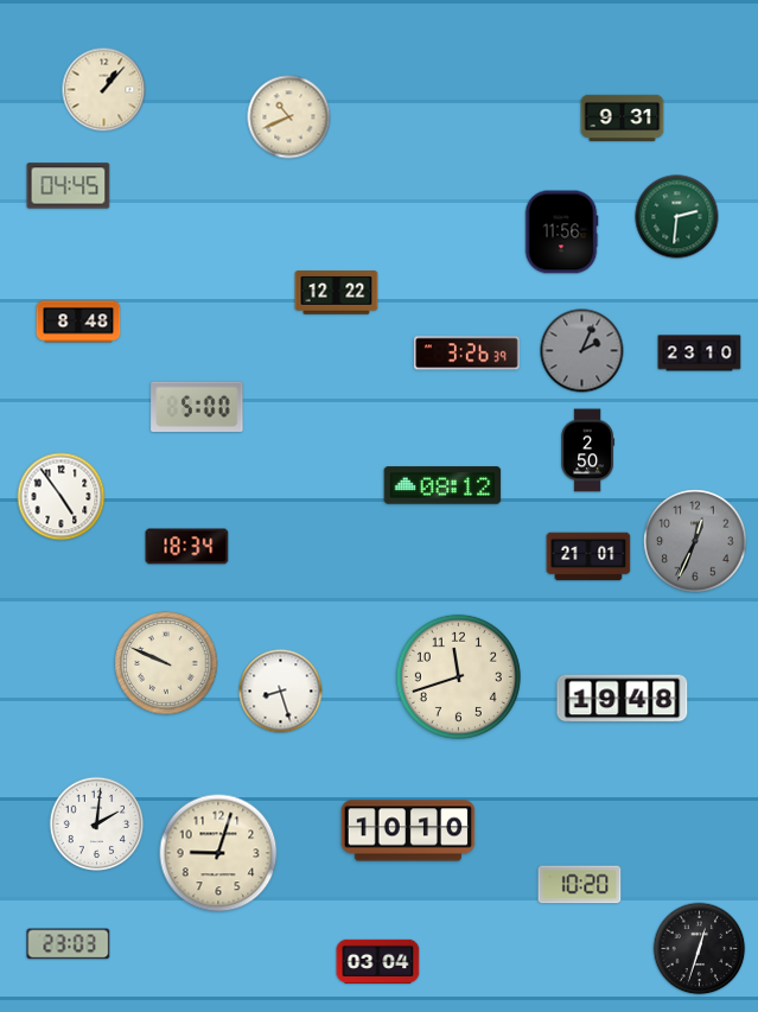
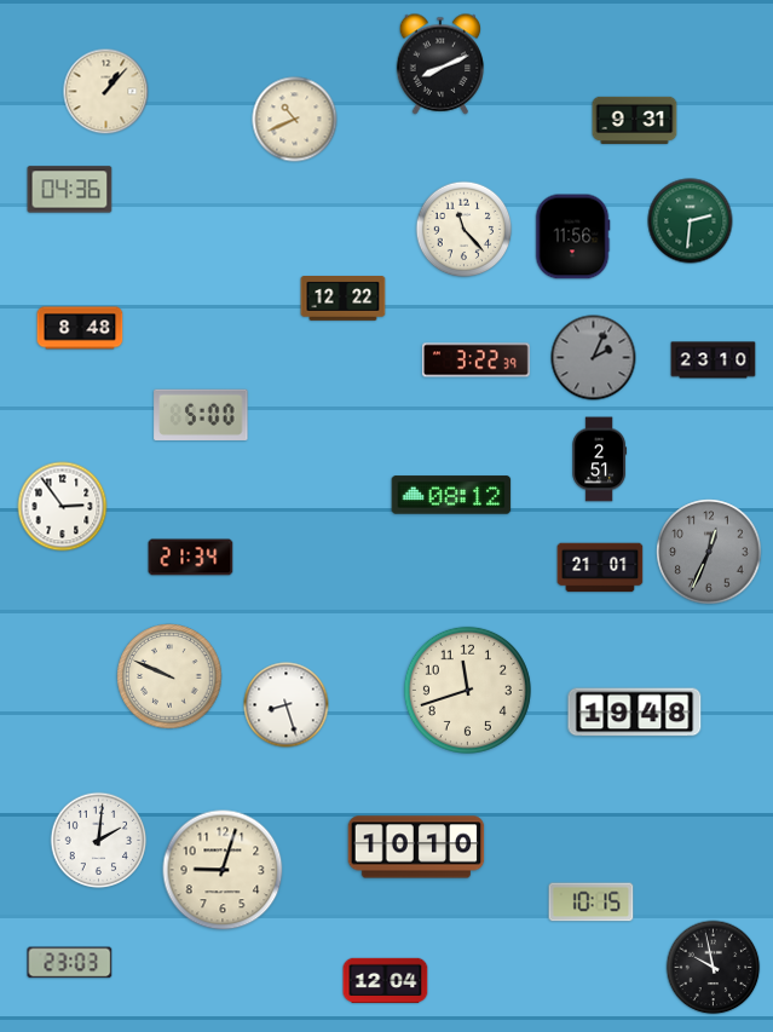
clock at (440, 64): none -> 8:11
clock at (69, 186): 04:45 -> 04:36
clock at (465, 230): none -> 11:23
clock at (466, 354): 3:26 -> 3:22
clock at (588, 451): 2:50 -> 2:51
clock at (62, 497): 4:54 -> 2:54
clock at (187, 547): 18:34 -> 21:34
clock at (580, 885): 10:20 -> 10:15
clock at (700, 949): 12:33 -> 9:58
clock at (378, 961): 03:04 -> 12:04
